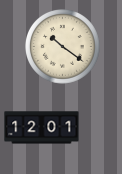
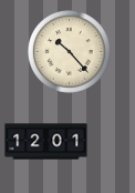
clock at (63, 47): 10:21 -> 10:23
